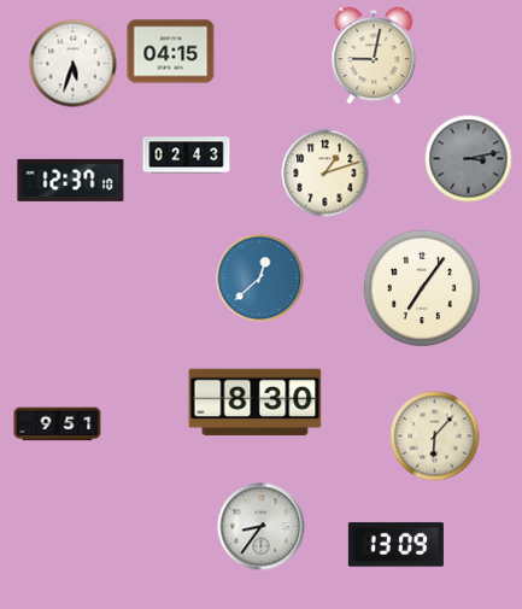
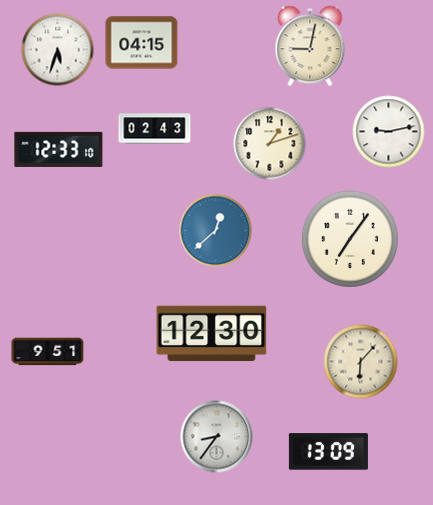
clock at (74, 64) position: (74, 64) -> (58, 50)
clock at (469, 159): 3:13 -> 9:13
clock at (469, 159) dial: grey -> white
clock at (71, 180): 12:37 -> 12:33
clock at (256, 403): 8:30 -> 12:30
